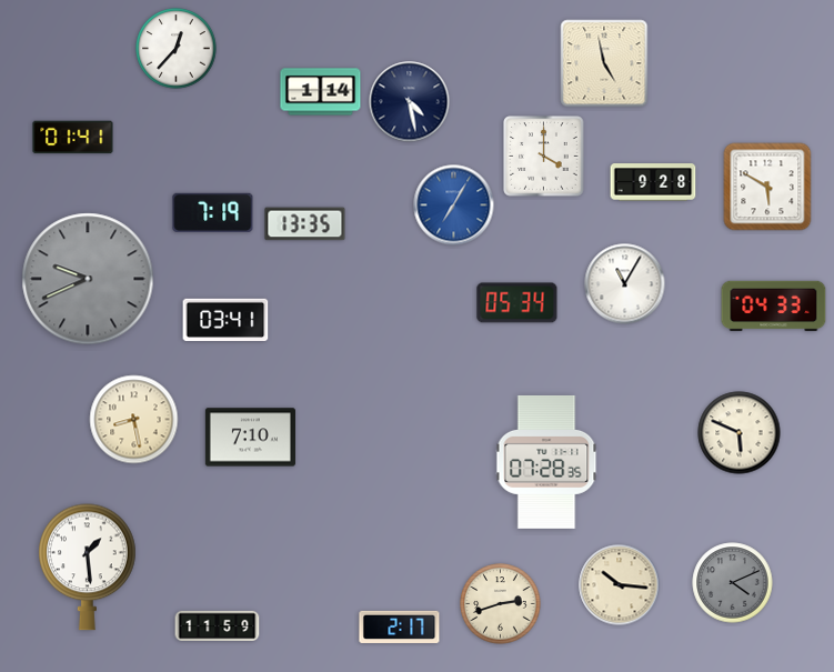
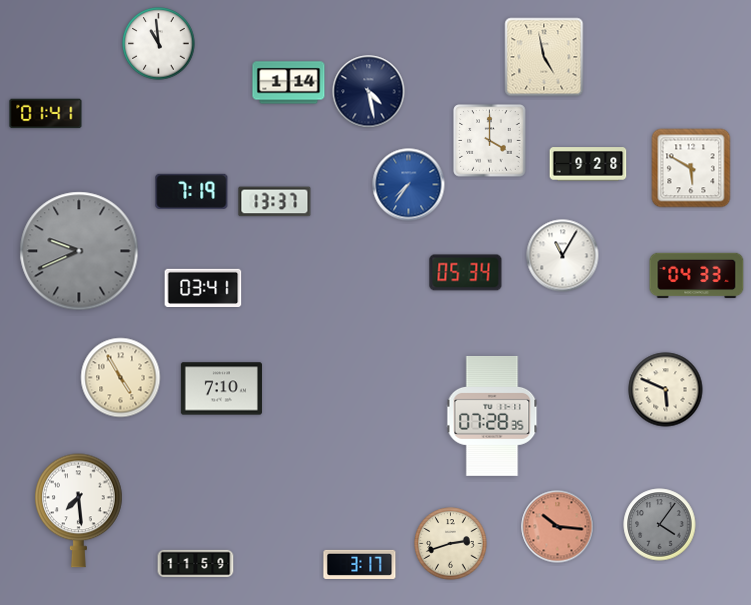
clock at (177, 49): 12:37 -> 10:59
clock at (73, 138) position: (73, 138) -> (46, 114)
clock at (454, 205): 7:05 -> 7:36
clock at (305, 224): 13:35 -> 13:37
clock at (134, 420): 8:28 -> 4:55
clock at (250, 438) position: (250, 438) -> (221, 389)
clock at (88, 568): 1:29 -> 7:29
clock at (733, 583): 4:11 -> 4:06
clock at (620, 585) dial: cream -> salmon
clock at (400, 626): 2:17 -> 3:17
